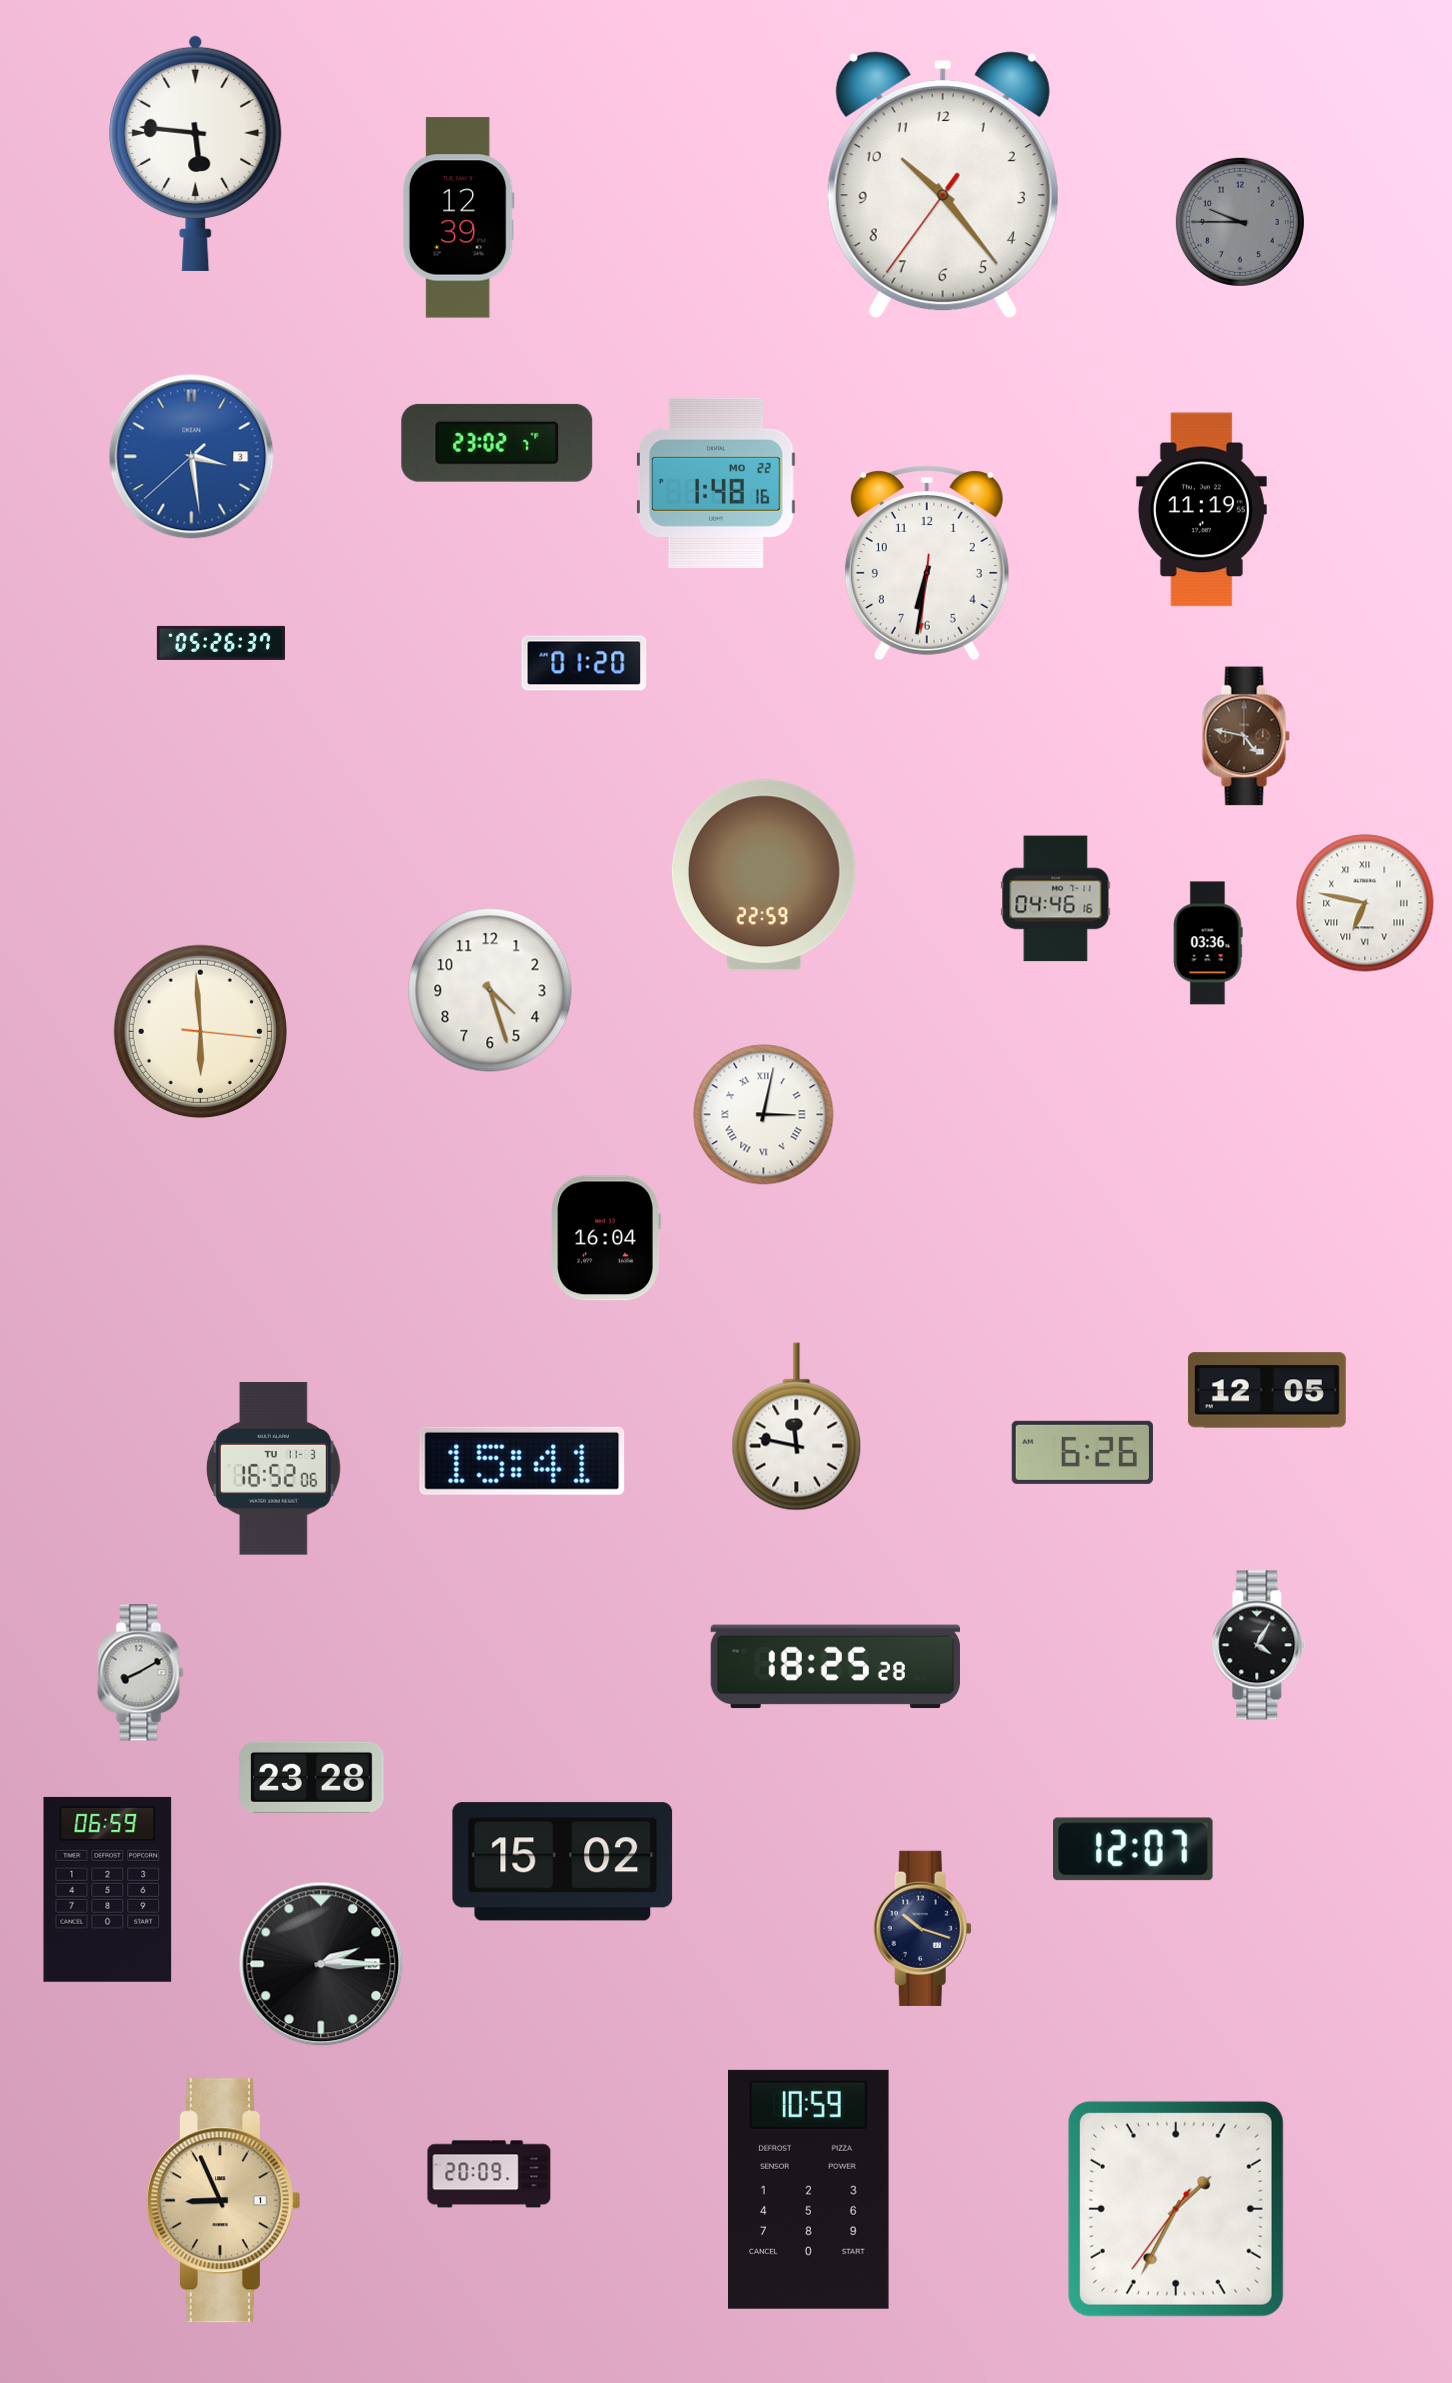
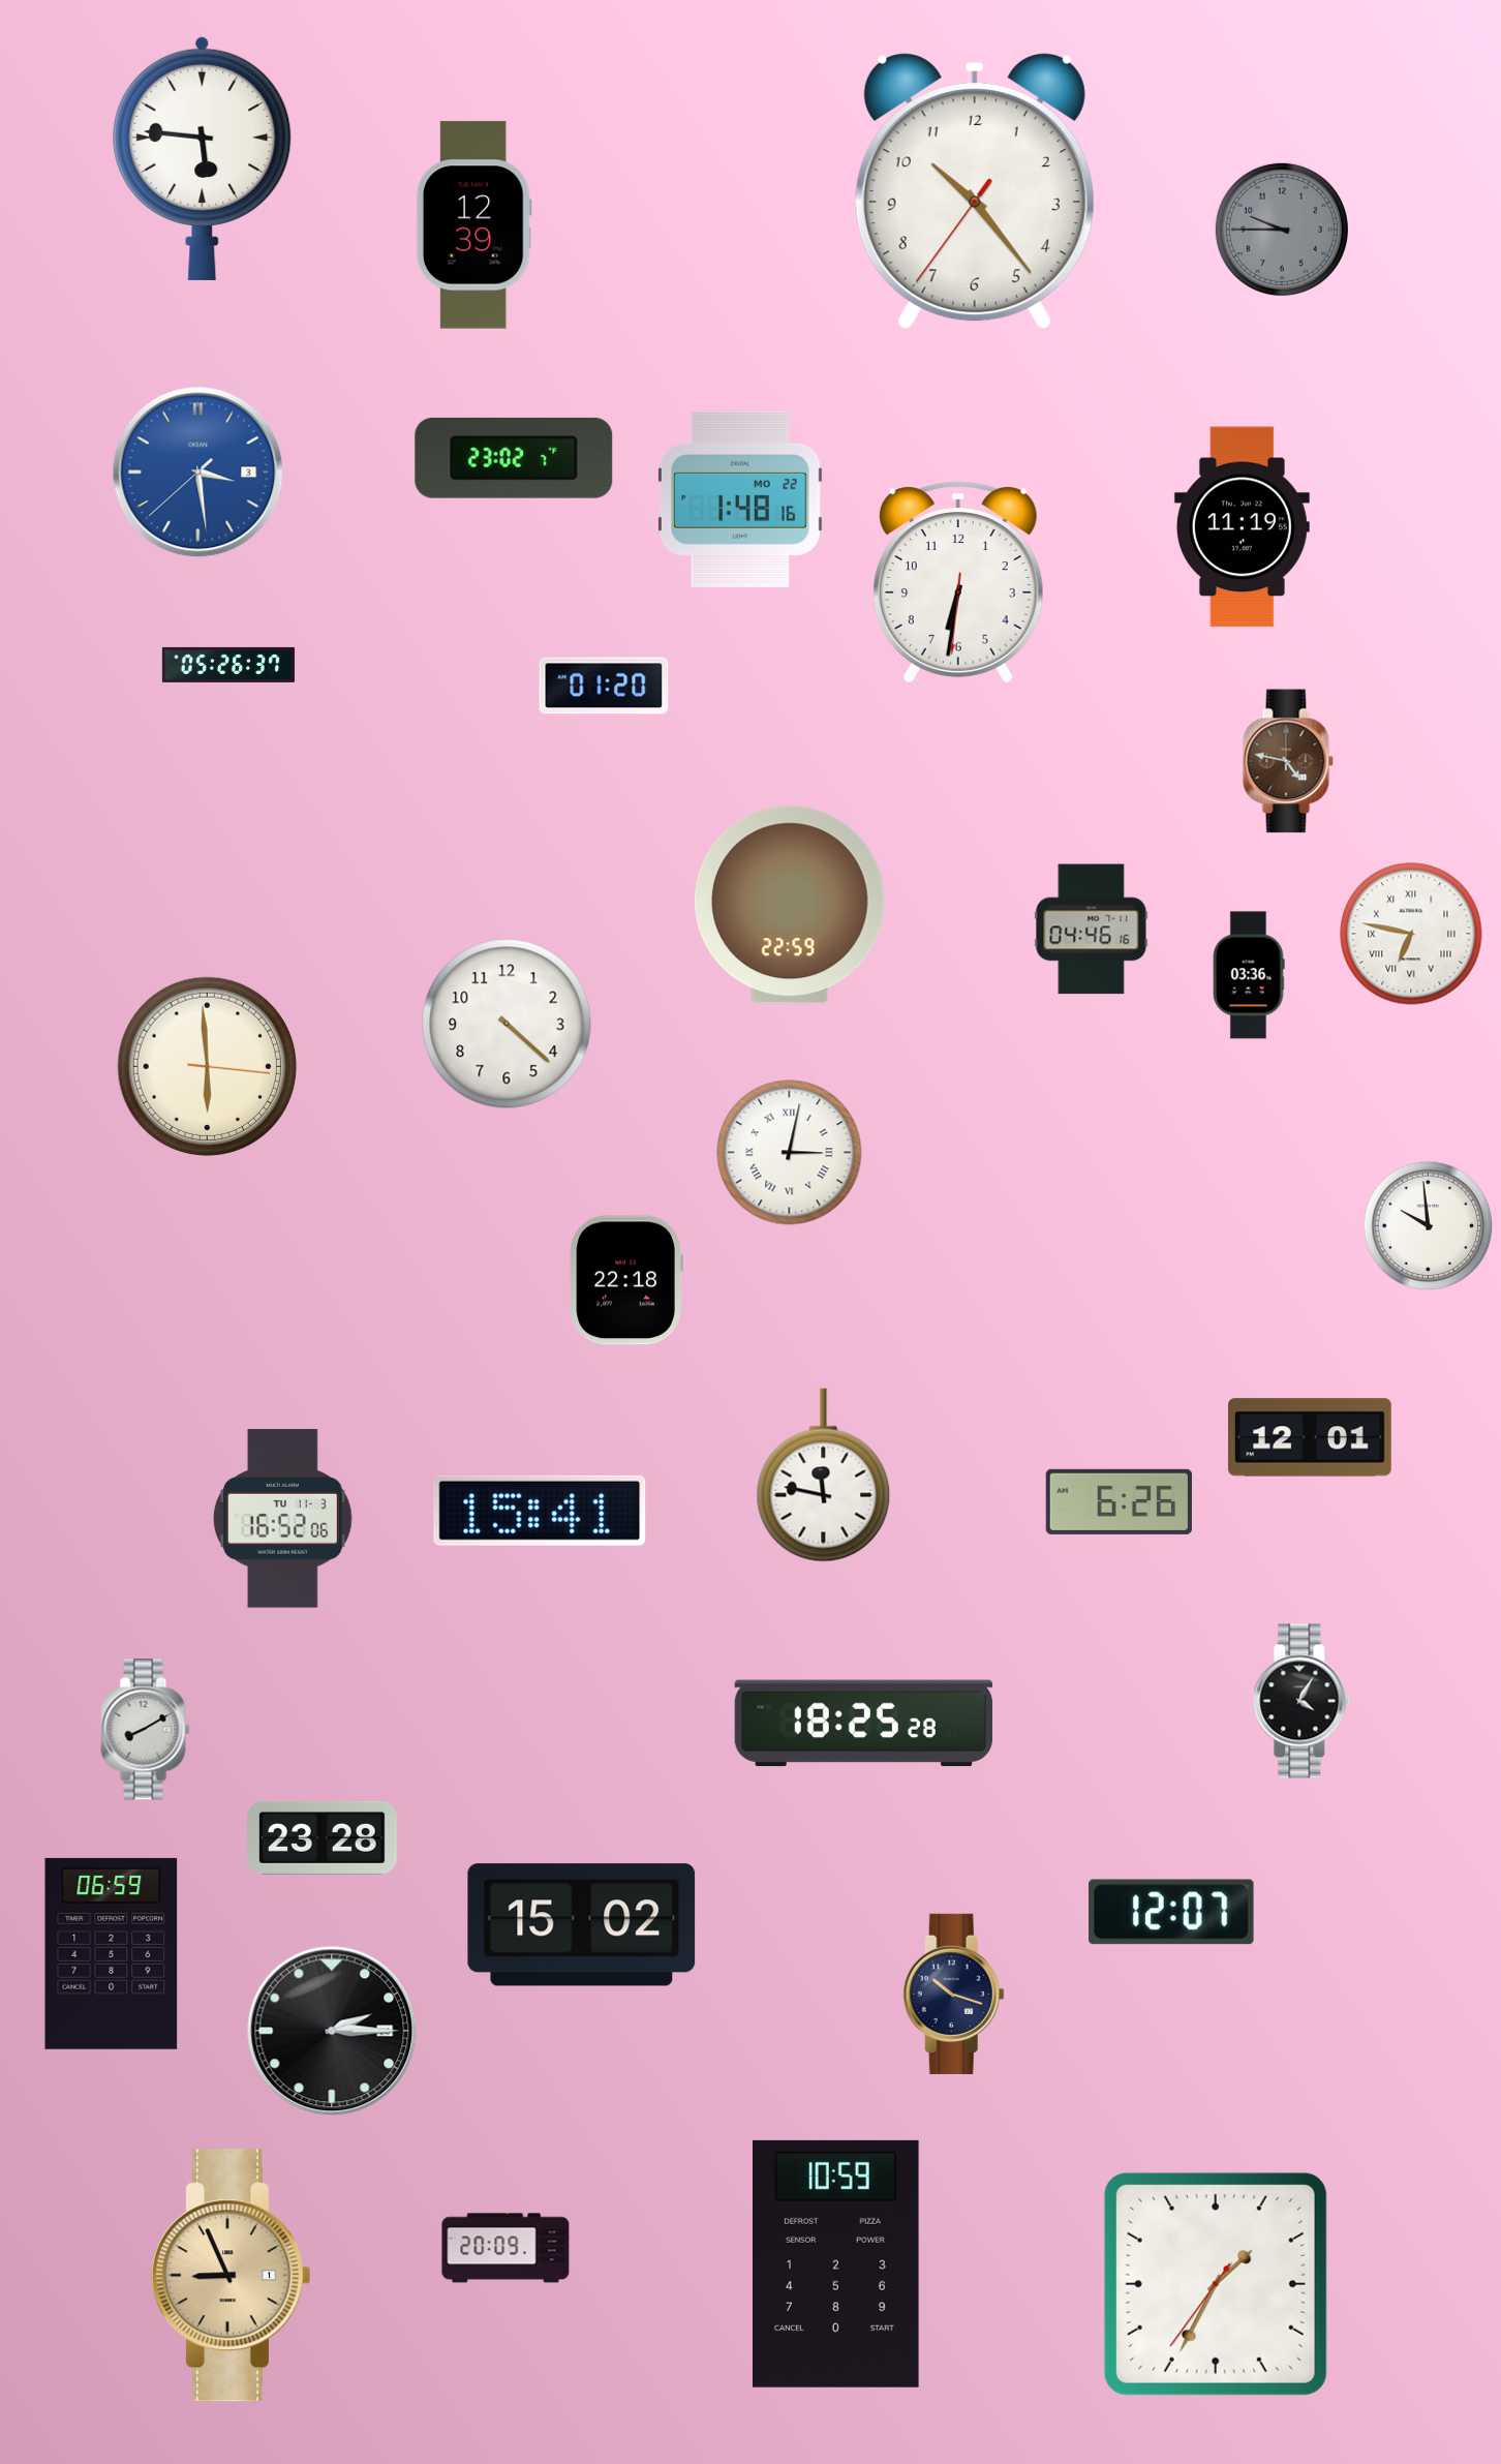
clock at (490, 990): 4:27 -> 4:22
clock at (1429, 1226): none -> 9:59
clock at (606, 1238): 16:04 -> 22:18
clock at (1267, 1390): 12:05 -> 12:01
